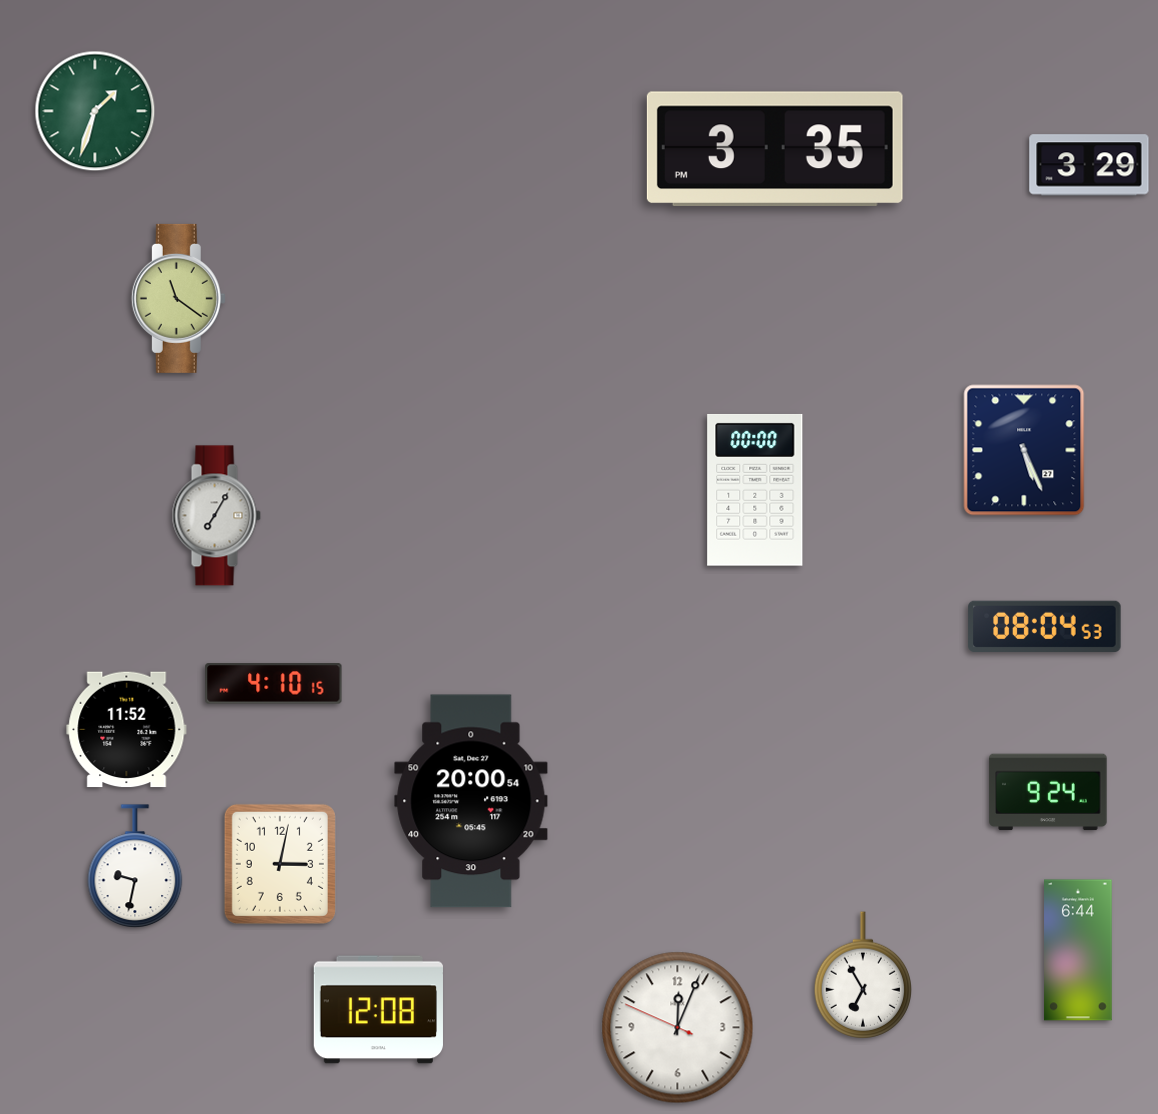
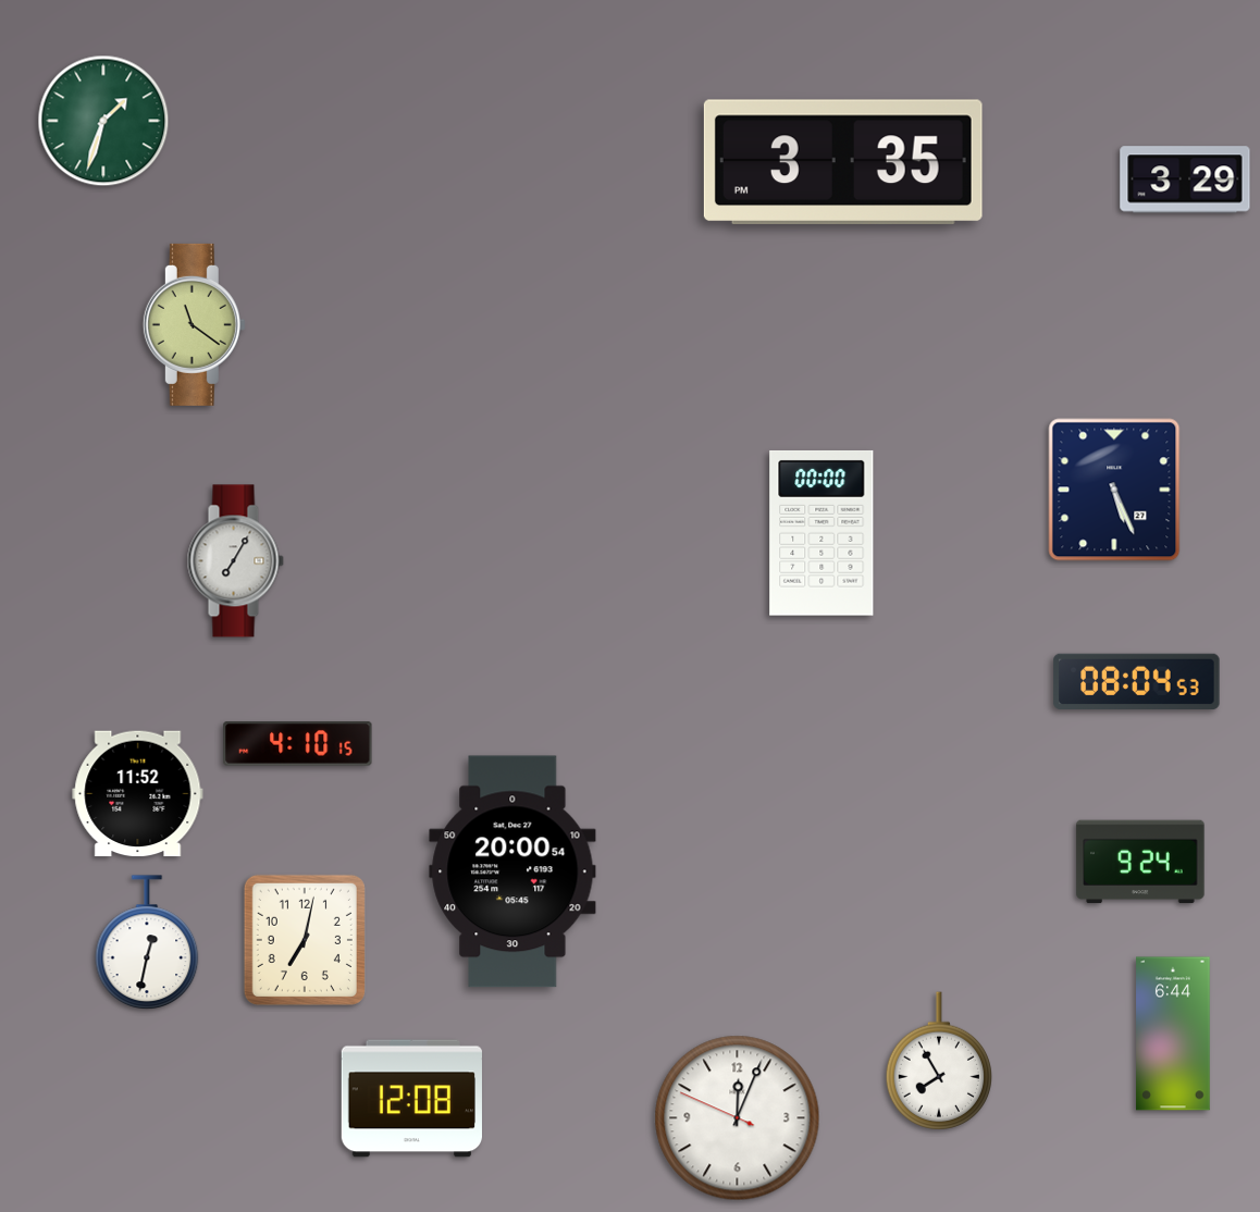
clock at (280, 864): 3:02 -> 7:02
clock at (135, 866): 9:32 -> 12:32
clock at (863, 975): 6:55 -> 7:55
